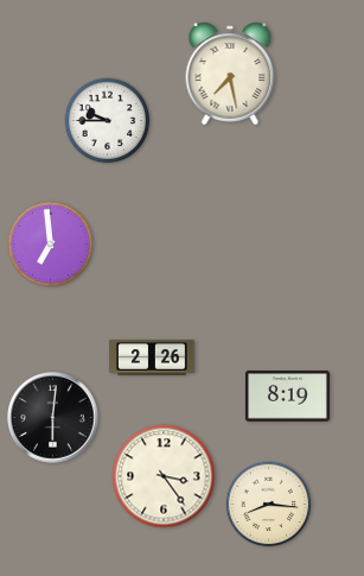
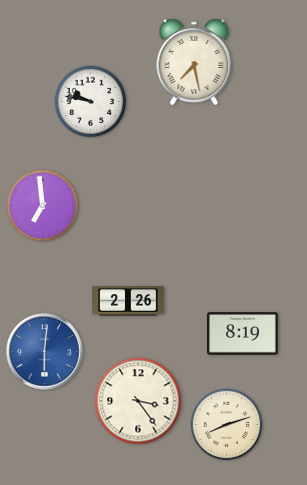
clock at (108, 121): 9:45 -> 9:47
clock at (53, 418) dial: black -> blue
clock at (269, 505): 8:16 -> 8:12
